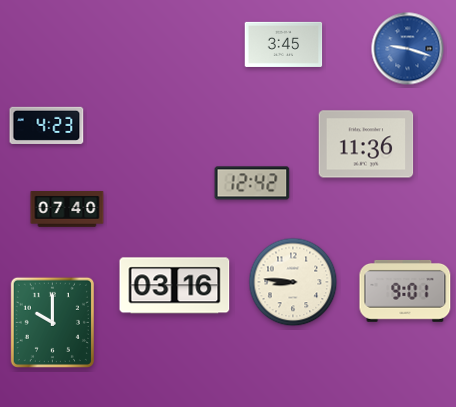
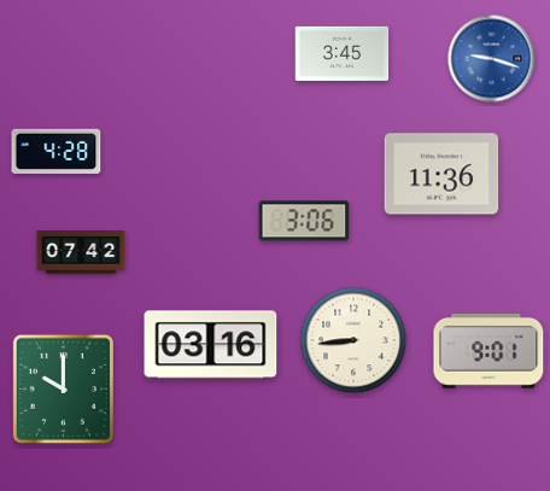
clock at (47, 125): 4:23 -> 4:28
clock at (252, 183): 12:42 -> 3:06
clock at (67, 210): 07:40 -> 07:42
clock at (293, 282): 8:46 -> 8:44
